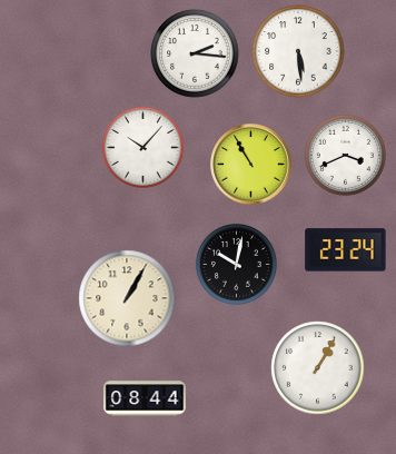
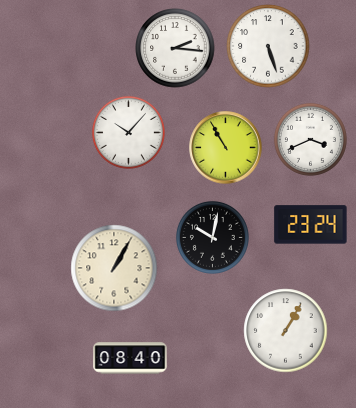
clock at (298, 51): 5:29 -> 5:27
clock at (145, 398): 08:44 -> 08:40
